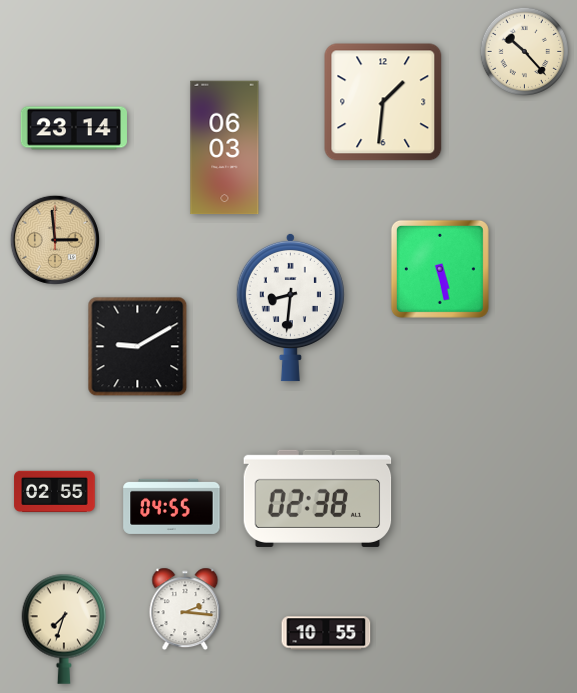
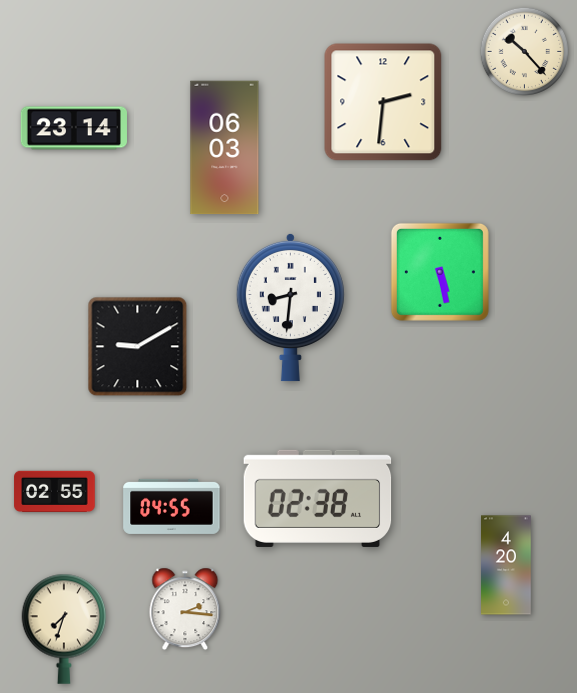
clock at (383, 102): 1:31 -> 2:31
clock at (55, 240): 2:59 -> none
clock at (440, 269) position: (440, 269) -> (440, 272)
clock at (507, 565): none -> 4:20
clock at (326, 633): 10:55 -> none
